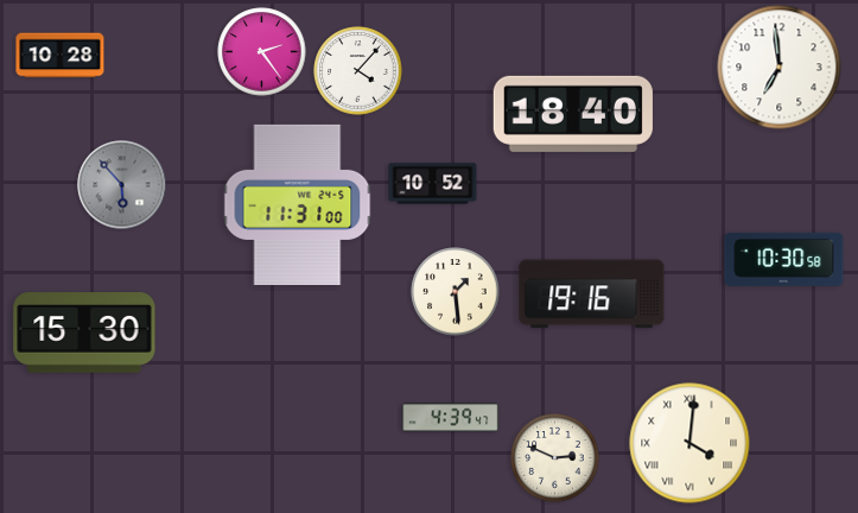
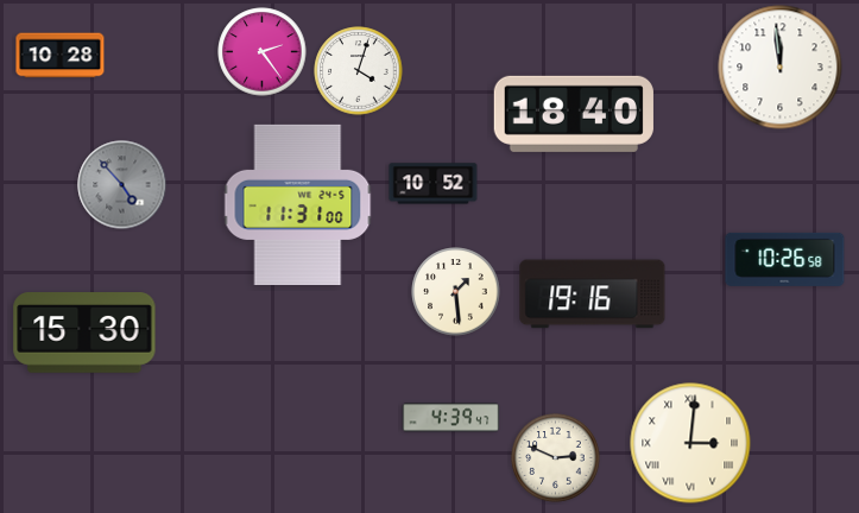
clock at (780, 68): 6:59 -> 11:59
clock at (358, 71): 4:07 -> 4:03
clock at (122, 185): 5:53 -> 4:53
clock at (784, 259): 10:30 -> 10:26
clock at (689, 443): 4:01 -> 3:01
